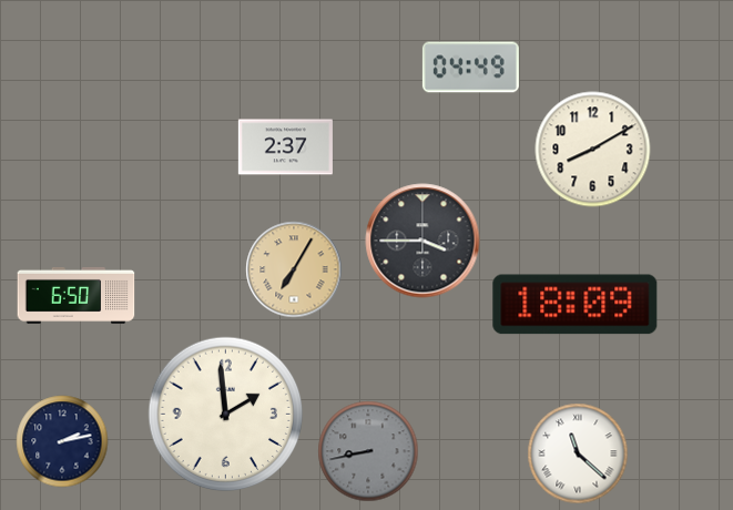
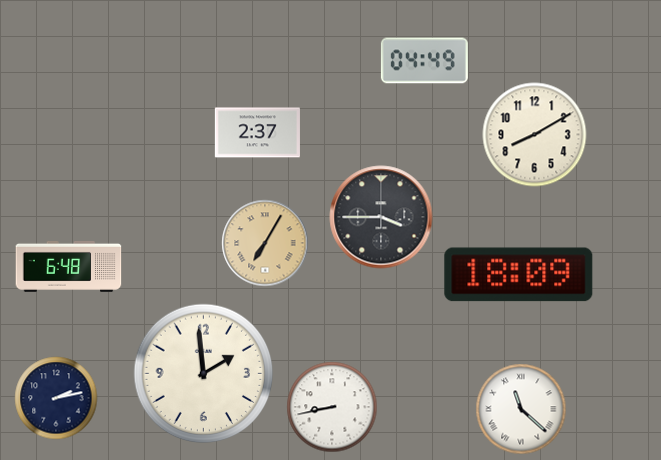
clock at (77, 295): 6:50 -> 6:48
clock at (368, 451) dial: grey -> white
